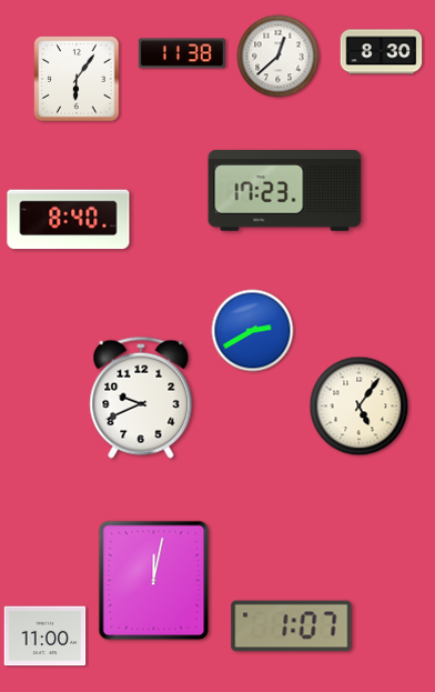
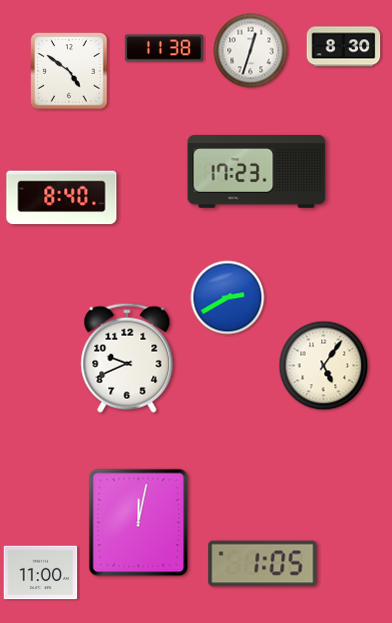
clock at (279, 57): 12:38 -> 12:33
clock at (77, 79): 6:06 -> 4:51
clock at (292, 626): 1:07 -> 1:05
